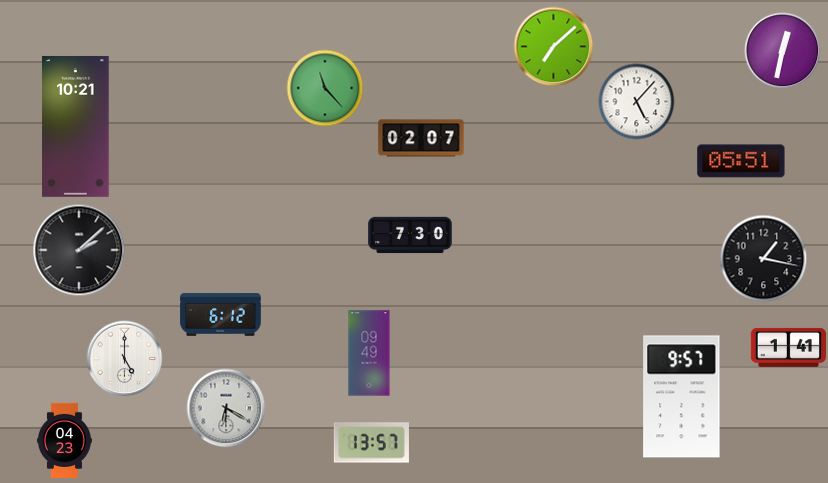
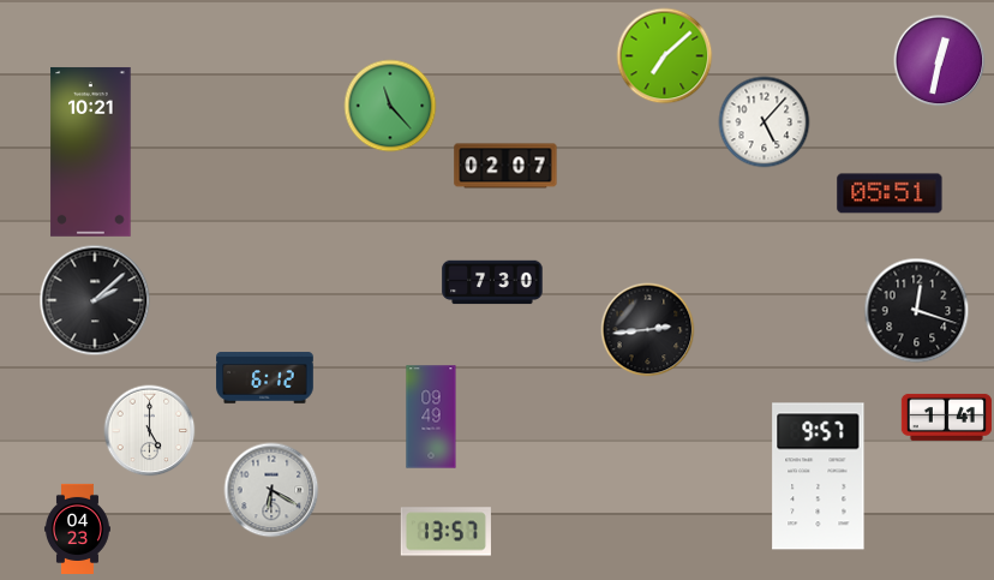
clock at (764, 259): 1:17 -> 12:18
clock at (648, 330): none -> 2:44
clock at (369, 353) position: (369, 353) -> (431, 417)
